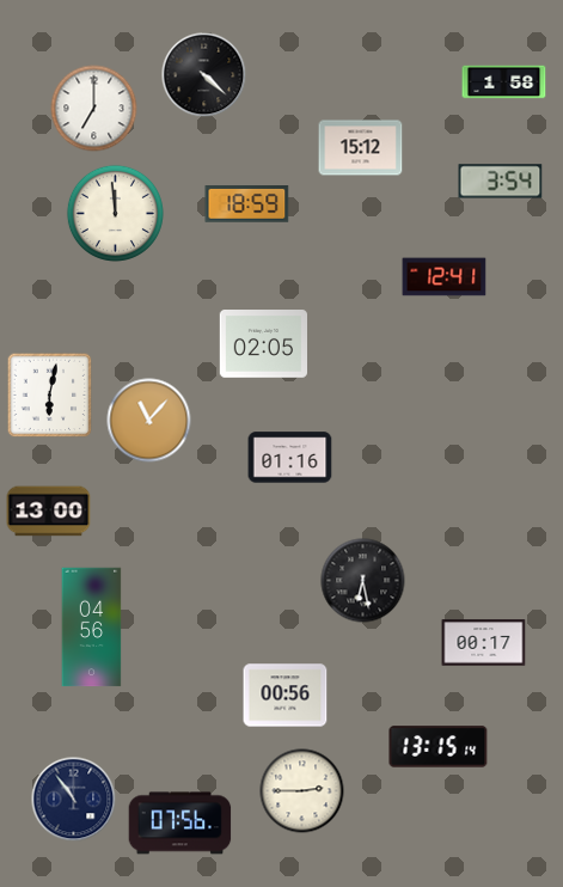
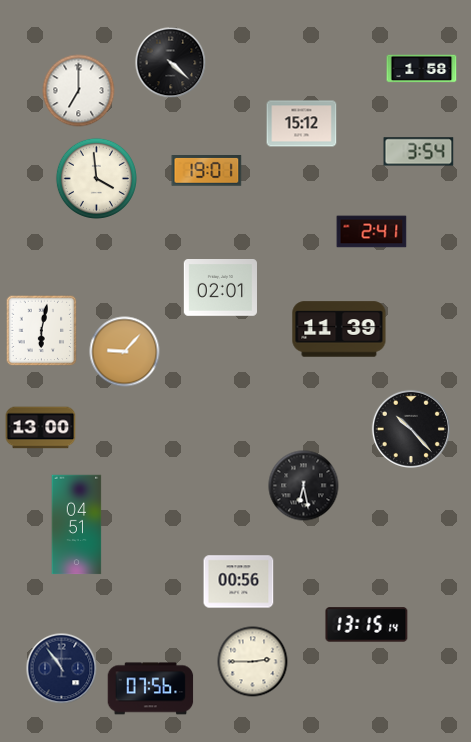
clock at (247, 204): 18:59 -> 19:01
clock at (115, 213): 11:59 -> 3:59
clock at (445, 277): 12:41 -> 2:41
clock at (263, 344): 02:05 -> 02:01
clock at (339, 329): none -> 11:39
clock at (149, 421): 11:07 -> 9:07
clock at (290, 458): 01:16 -> none
clock at (411, 429): none -> 10:23
clock at (92, 628): 04:56 -> 04:51
clock at (484, 643): 00:17 -> none
